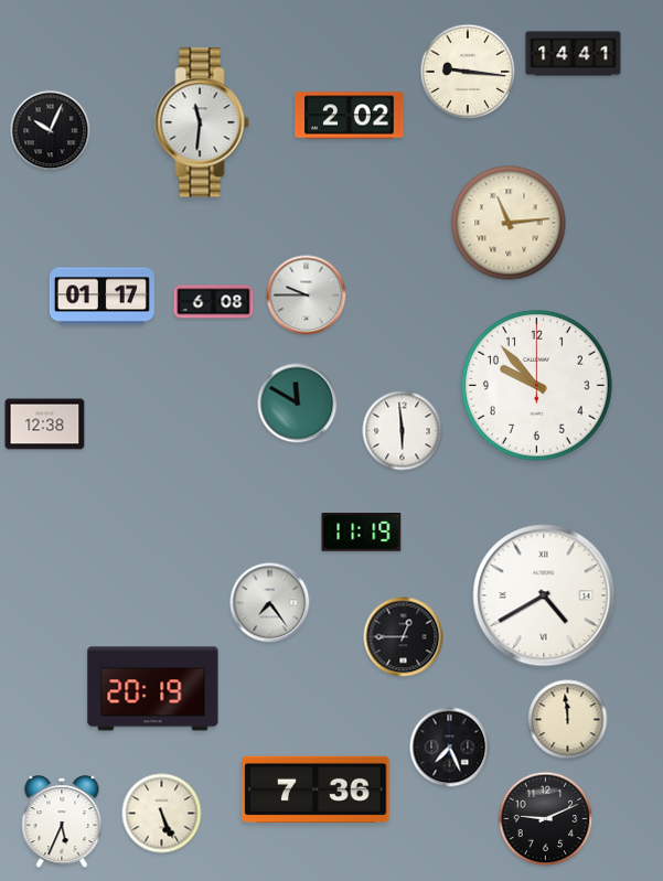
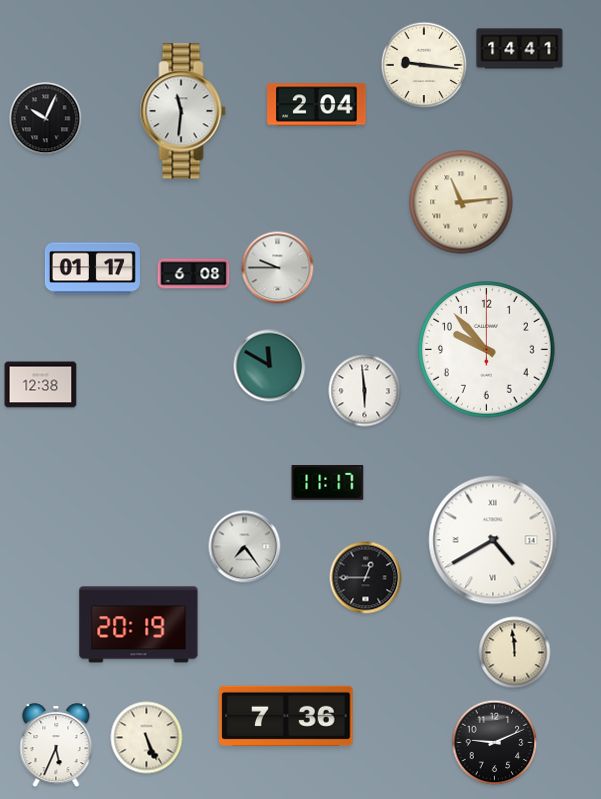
clock at (350, 116): 2:02 -> 2:04
clock at (362, 533): 11:19 -> 11:17
clock at (450, 748): 7:26 -> none
